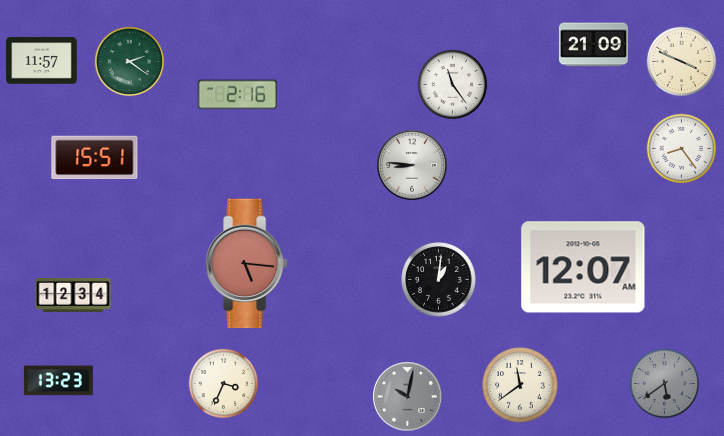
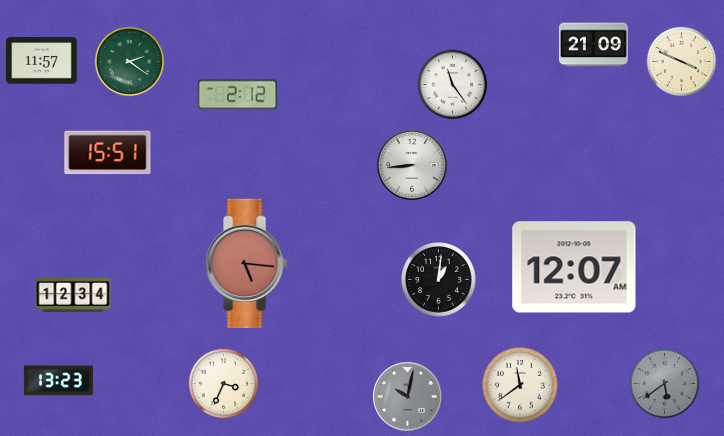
clock at (238, 95): 2:16 -> 2:12
clock at (682, 149): 8:24 -> none
clock at (95, 158) position: (95, 158) -> (108, 153)
clock at (412, 165): 8:46 -> 8:44
clock at (583, 267) position: (583, 267) -> (574, 267)
